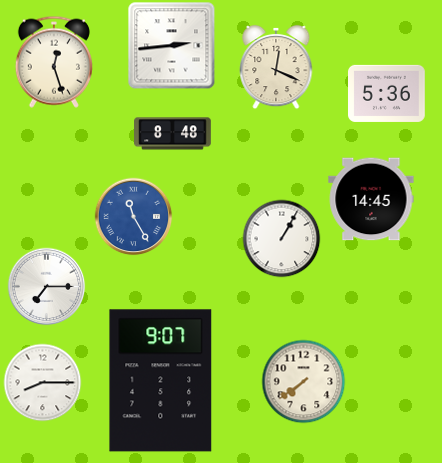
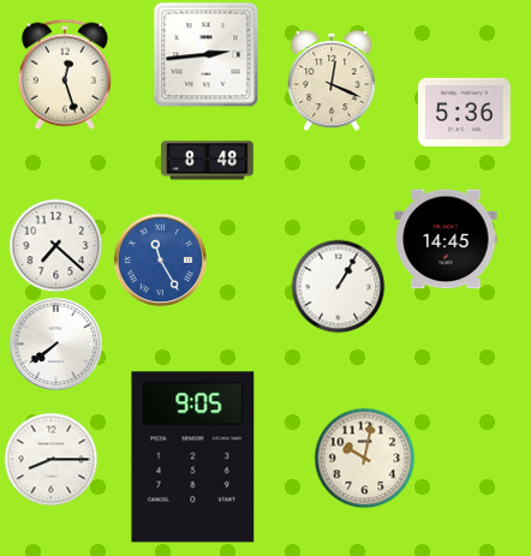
clock at (55, 245): none -> 7:22
clock at (46, 286): 7:15 -> 7:39
clock at (161, 381): 9:07 -> 9:05
clock at (303, 381): 7:39 -> 10:02
